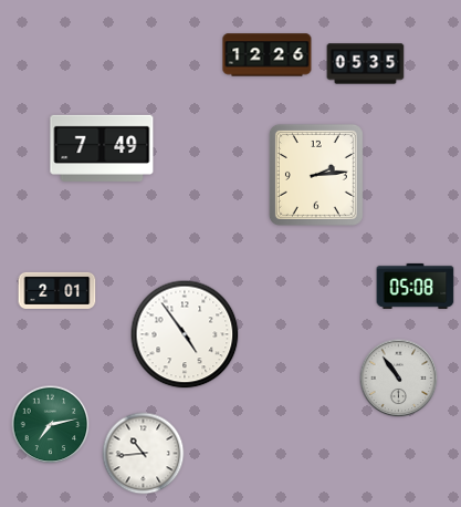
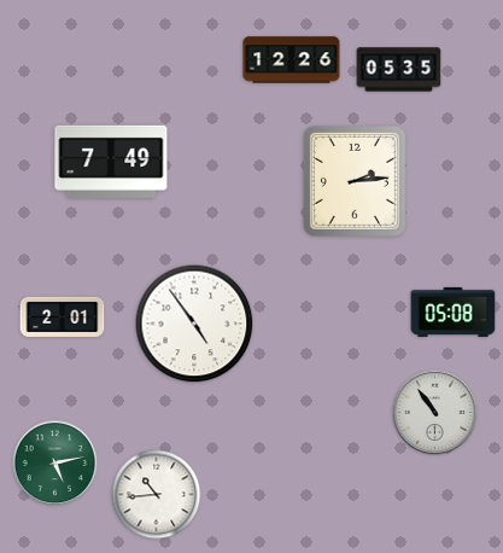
clock at (316, 175) position: (316, 175) -> (355, 181)
clock at (185, 334) position: (185, 334) -> (194, 324)
clock at (51, 425): 7:13 -> 5:13
